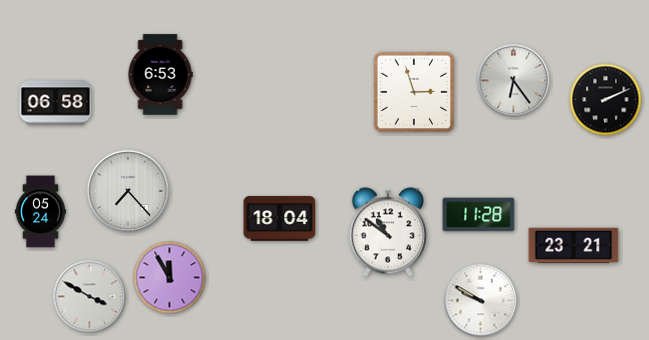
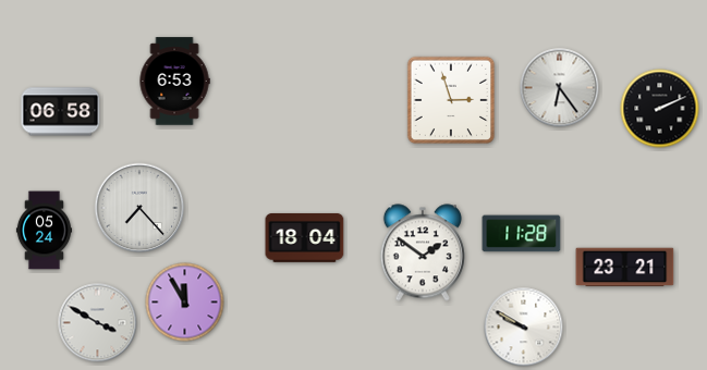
clock at (388, 232): 10:51 -> 1:51
